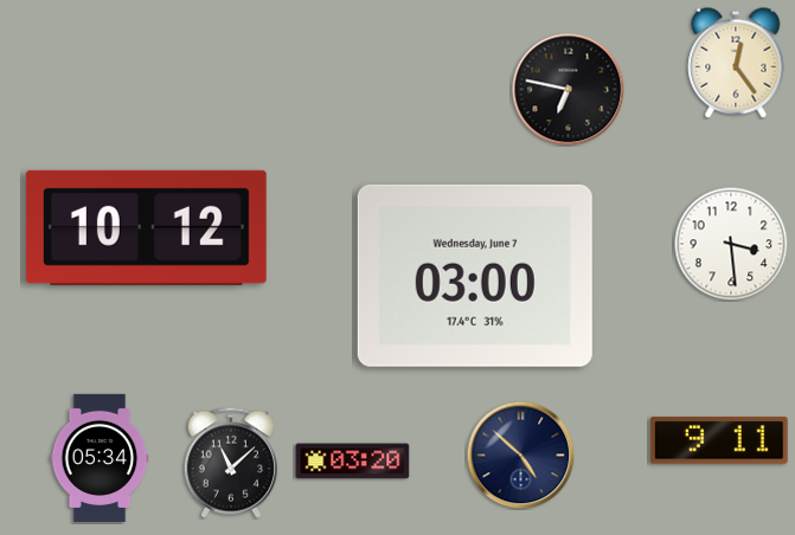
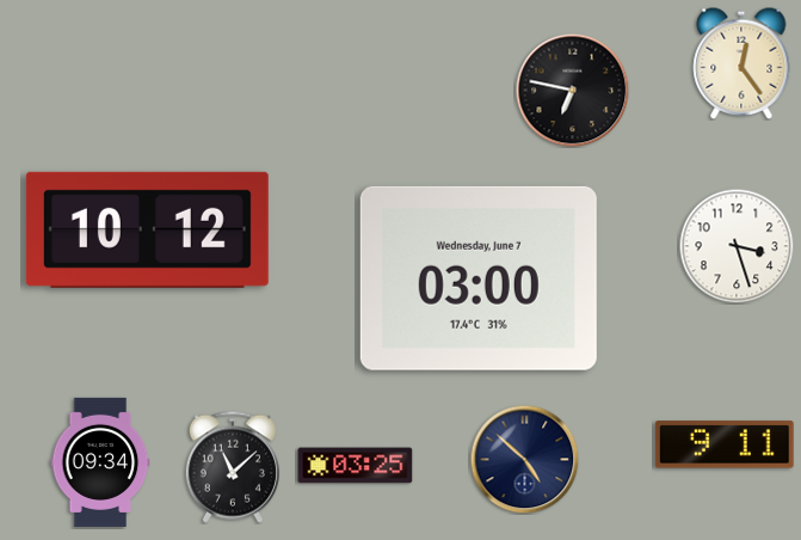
clock at (731, 244): 3:29 -> 3:27
clock at (100, 458): 05:34 -> 09:34
clock at (353, 462): 03:20 -> 03:25
